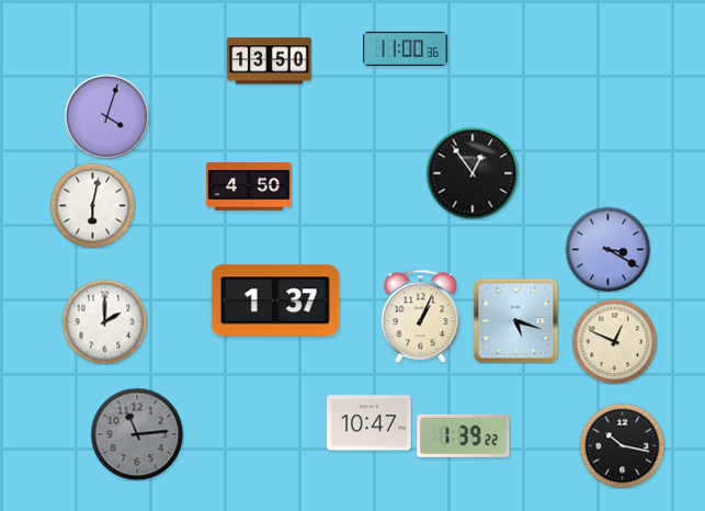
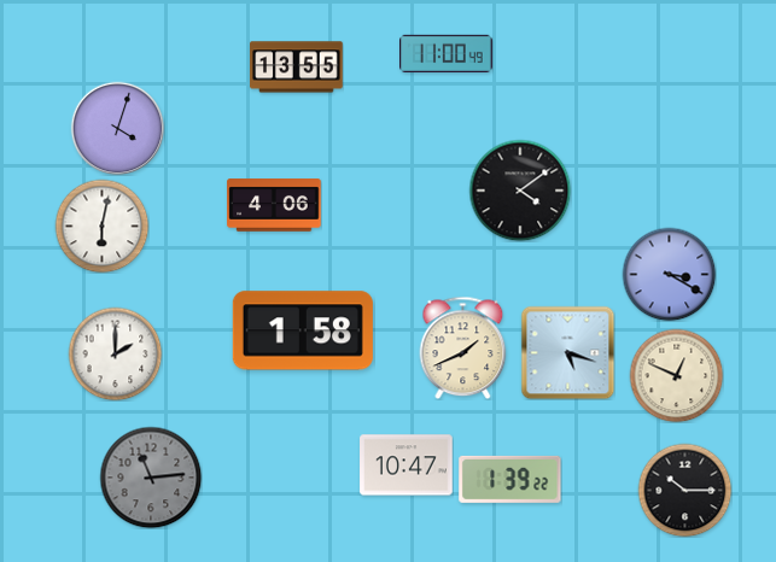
clock at (406, 48): 11:00:36 -> 11:00:49
clock at (270, 61): 13:50 -> 13:55
clock at (473, 173): 12:54 -> 4:09
clock at (249, 186): 4:50 -> 4:06
clock at (275, 300): 1:37 -> 1:58
clock at (421, 316): 1:04 -> 1:41
clock at (622, 445): 10:17 -> 10:15
